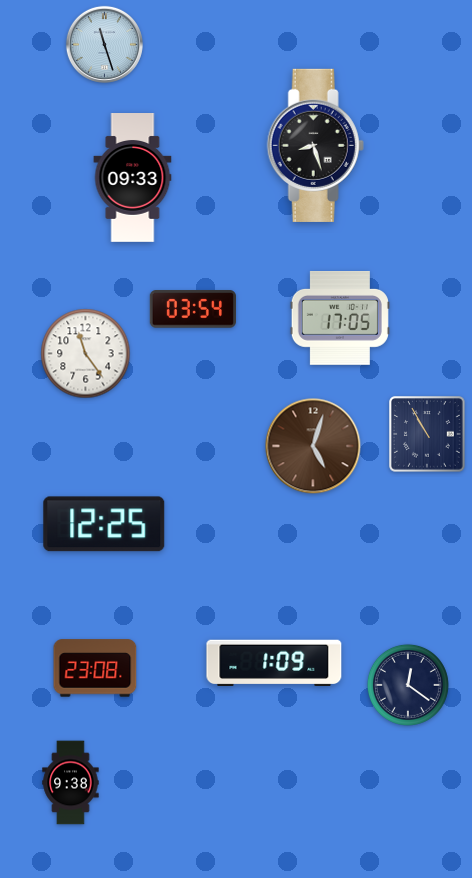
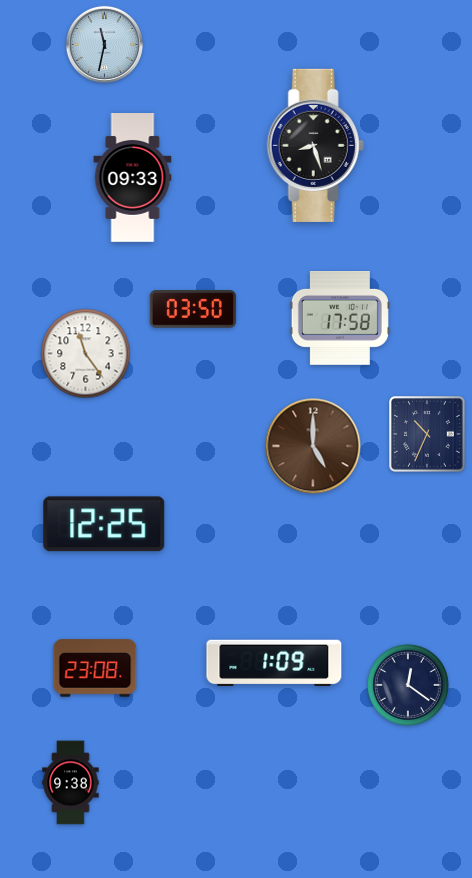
clock at (104, 44): 11:27 -> 11:32
clock at (193, 309): 03:54 -> 03:50
clock at (340, 318): 17:05 -> 17:58
clock at (427, 434): 10:55 -> 10:34
clock at (313, 446): 5:03 -> 5:00
